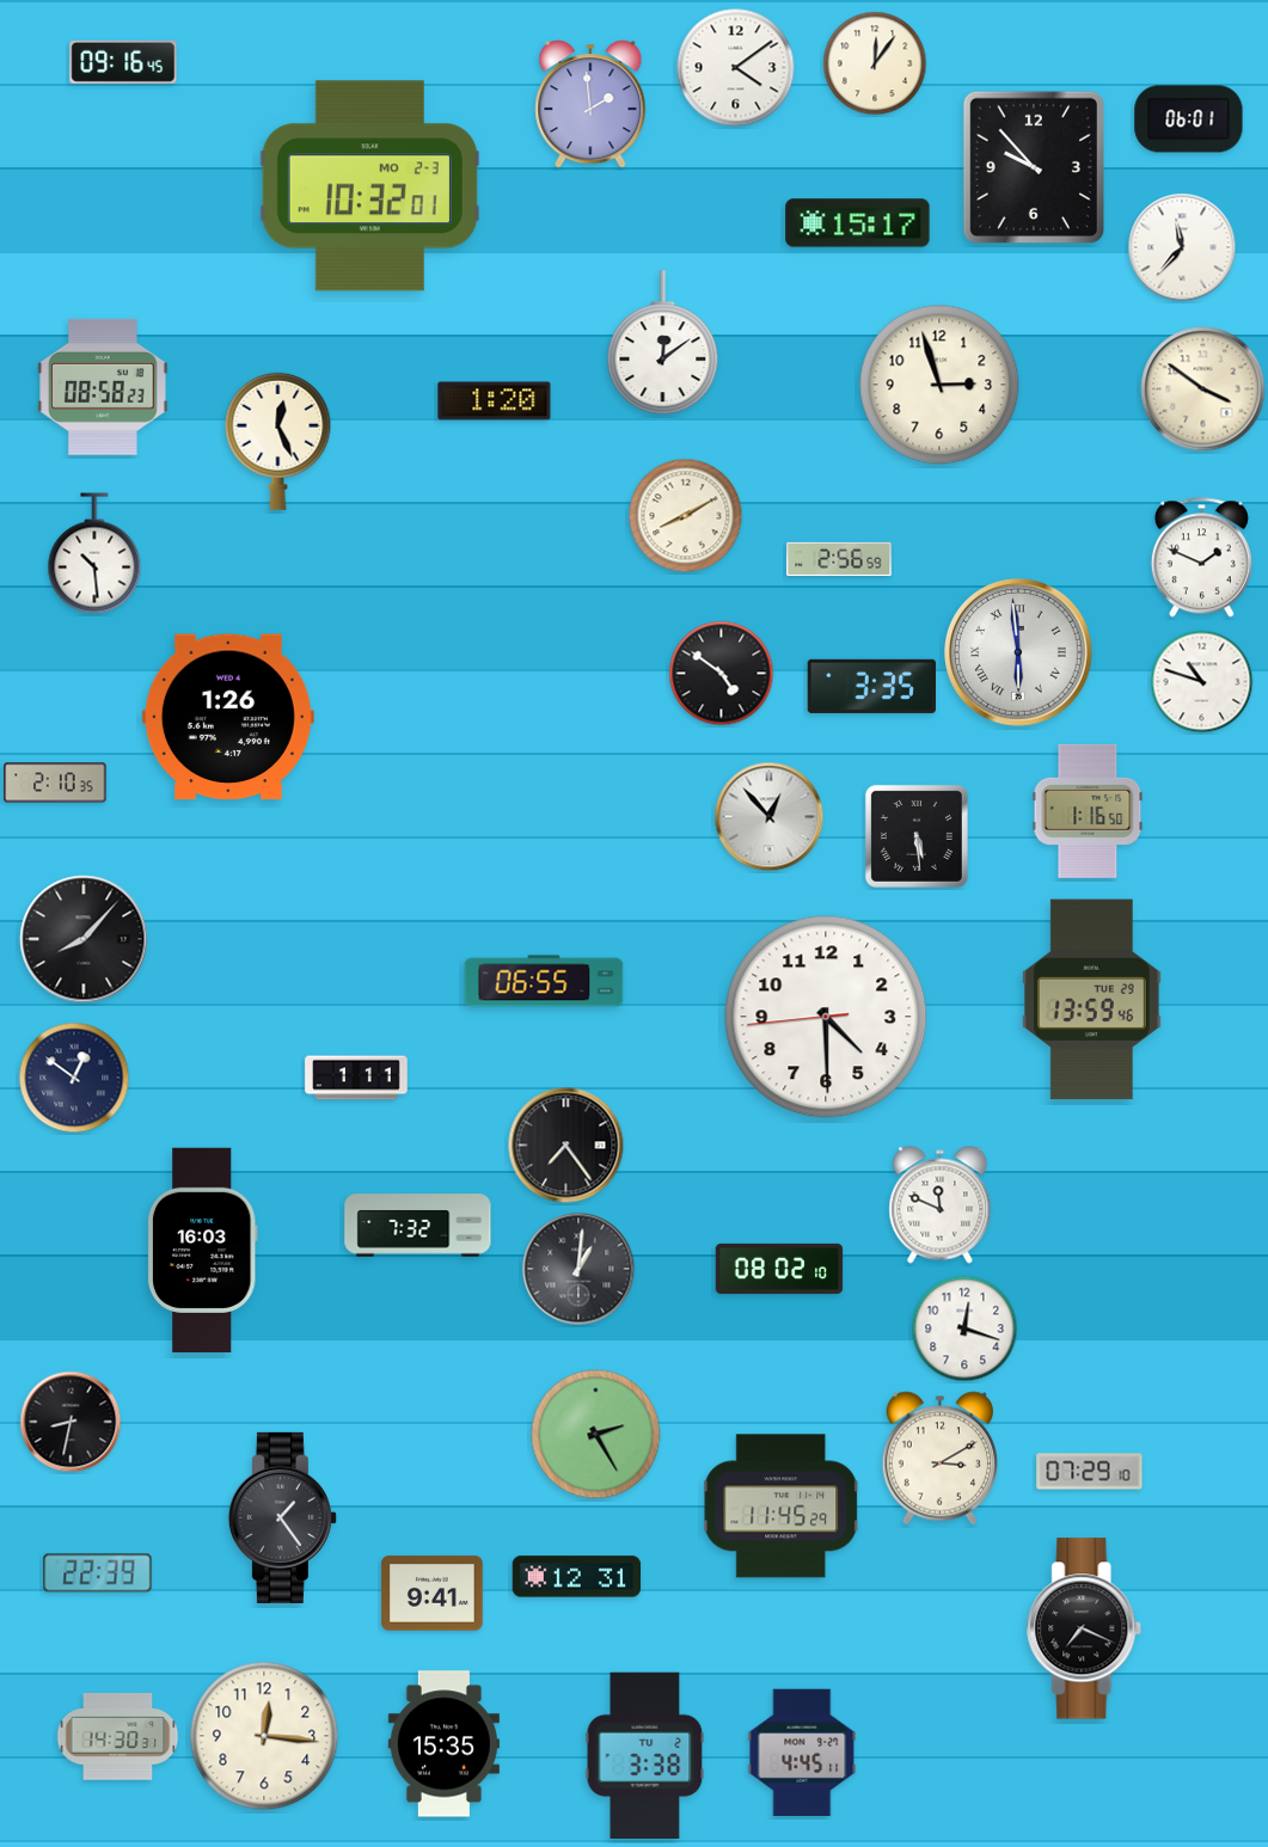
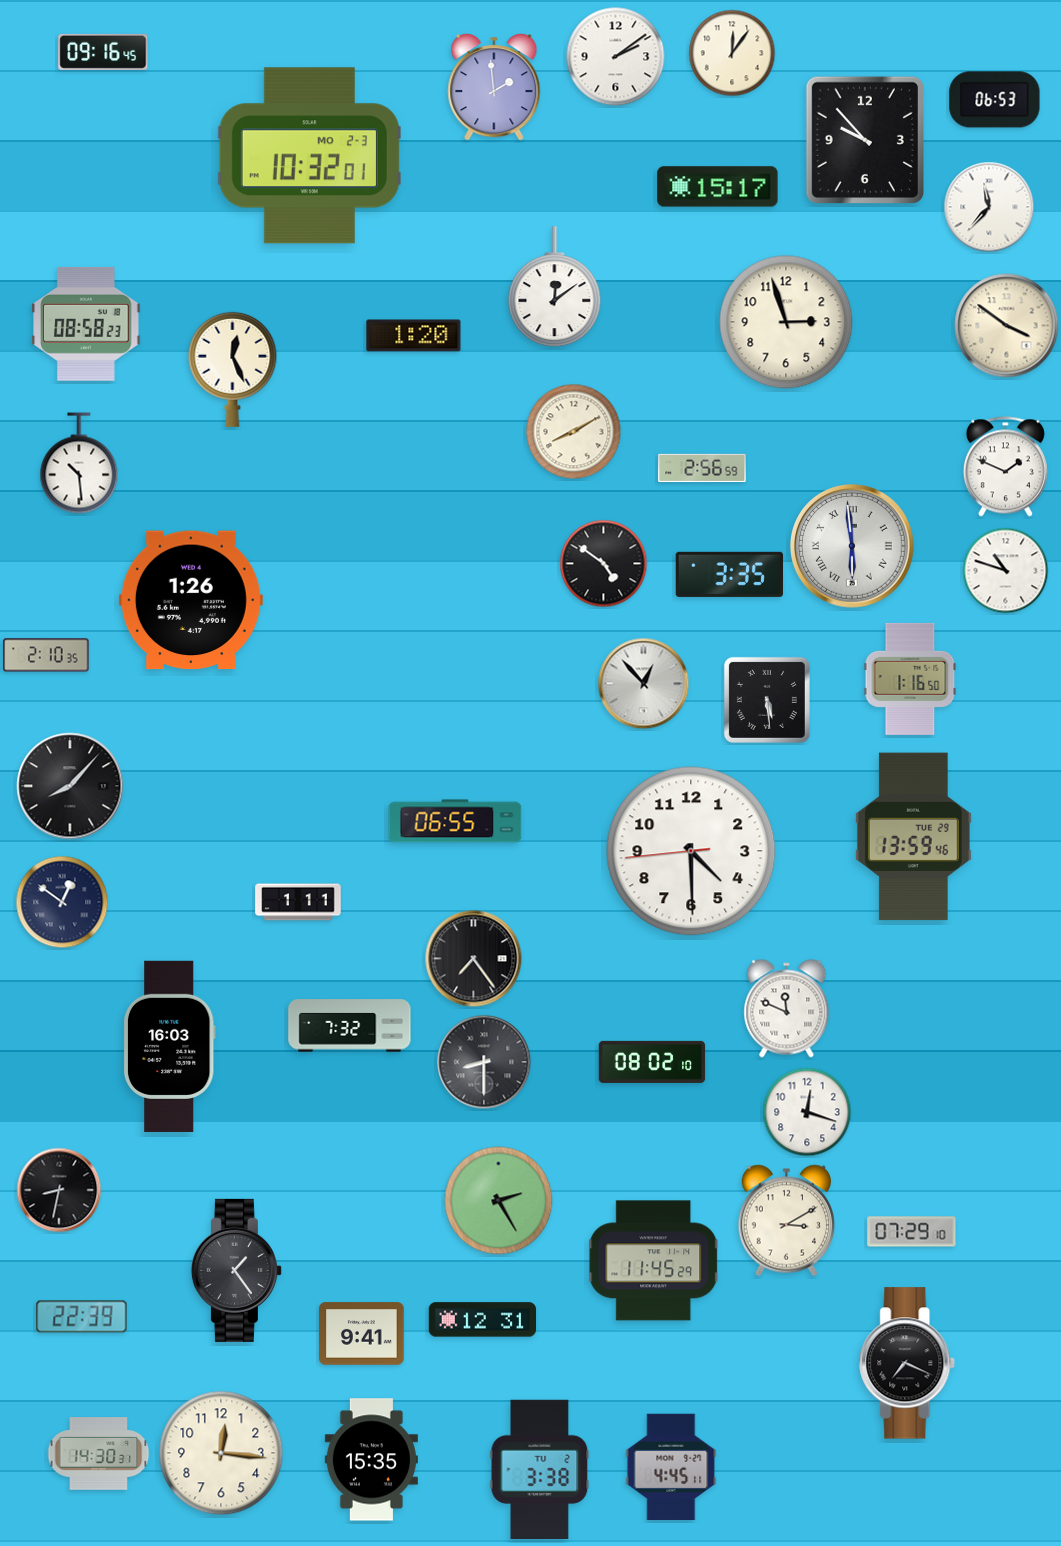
clock at (736, 68): 4:09 -> 2:09
clock at (1189, 119): 06:01 -> 06:53
clock at (578, 1269): 1:01 -> 8:30
